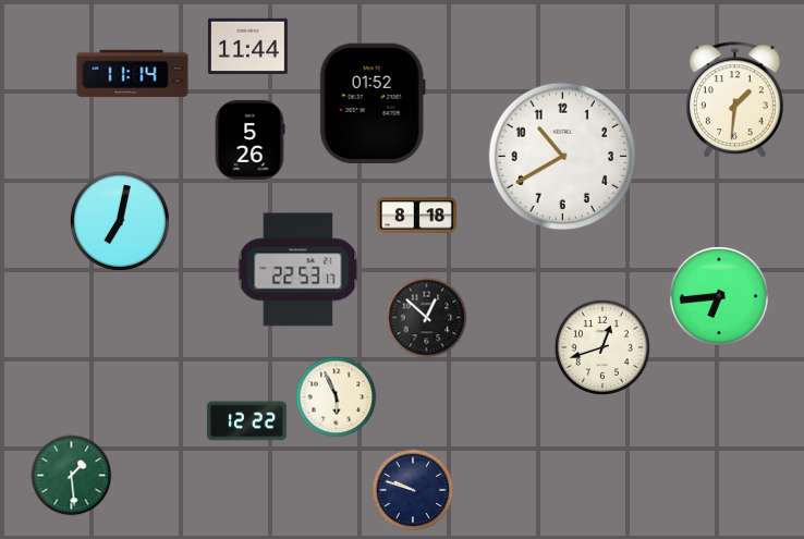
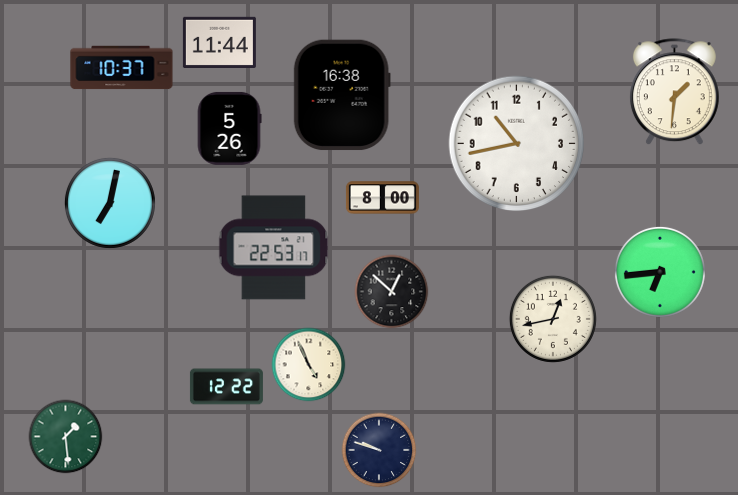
clock at (247, 46) position: (247, 46) -> (219, 42)
clock at (133, 74): 11:14 -> 10:37
clock at (373, 103): 01:52 -> 16:38
clock at (563, 157): 10:40 -> 10:43
clock at (416, 216): 8:18 -> 8:00
clock at (602, 347): 12:42 -> 12:43
clock at (337, 397): 5:56 -> 4:56
